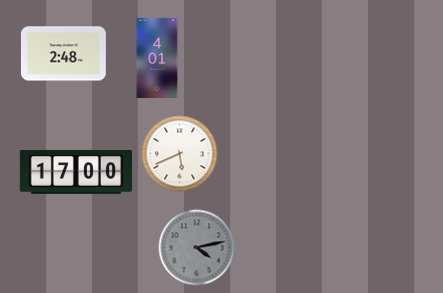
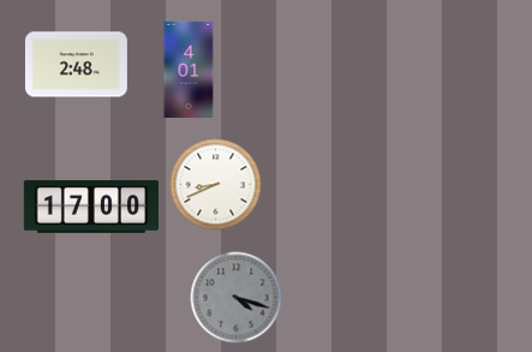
clock at (180, 154): 5:41 -> 8:41
clock at (197, 248): 4:13 -> 4:18
